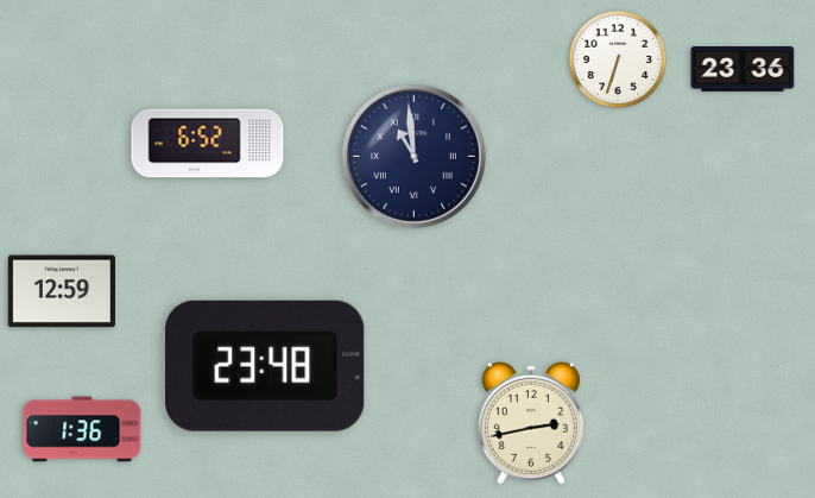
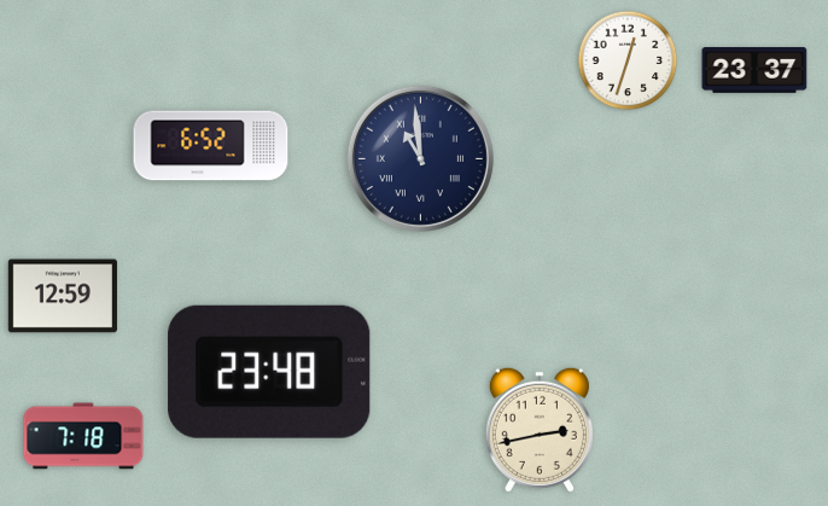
clock at (618, 59): 6:33 -> 12:33
clock at (743, 70): 23:36 -> 23:37
clock at (82, 429): 1:36 -> 7:18
